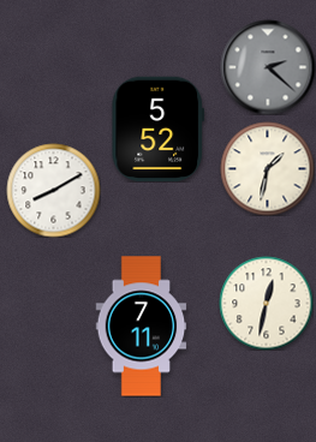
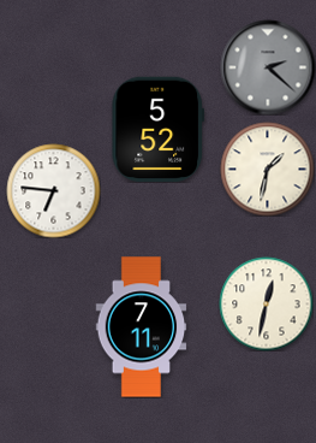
clock at (53, 190): 8:10 -> 6:46
